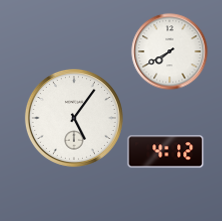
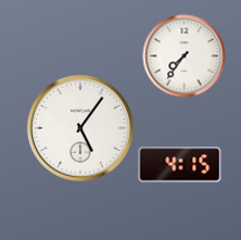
clock at (170, 52): 7:40 -> 7:36
clock at (166, 152): 4:12 -> 4:15
